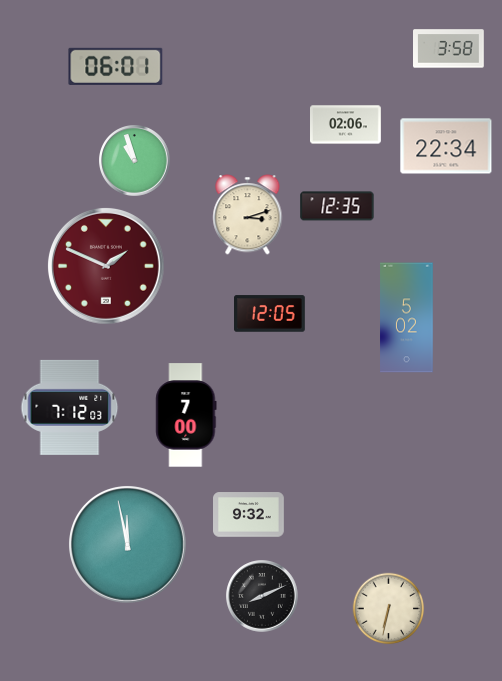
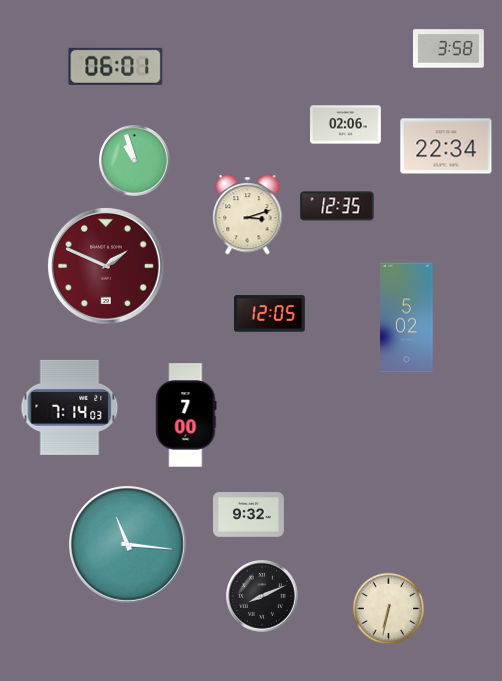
clock at (70, 407): 7:12 -> 7:14
clock at (128, 545): 11:58 -> 11:16
